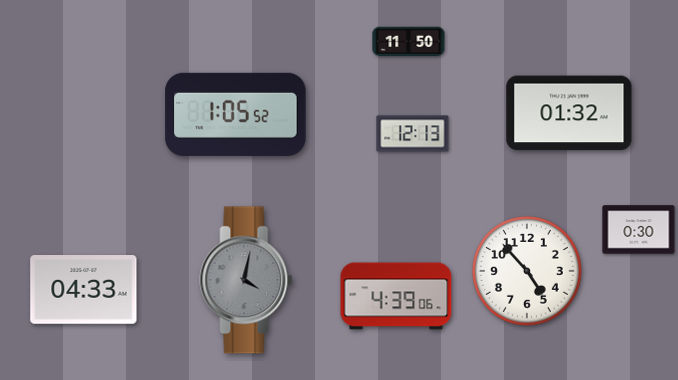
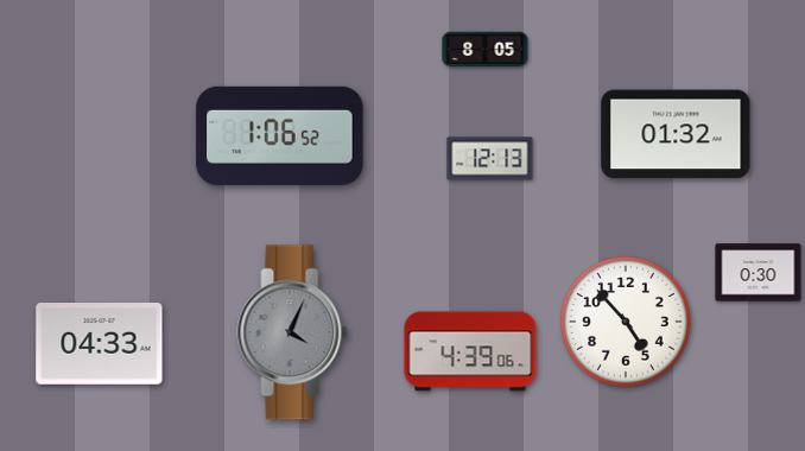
clock at (409, 42): 11:50 -> 8:05
clock at (236, 114): 1:05 -> 1:06
clock at (246, 280): 4:02 -> 4:04
